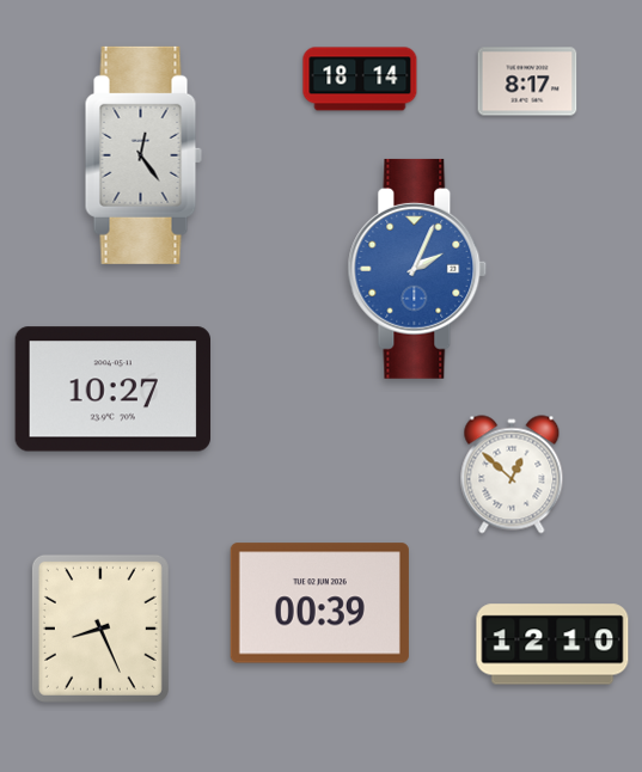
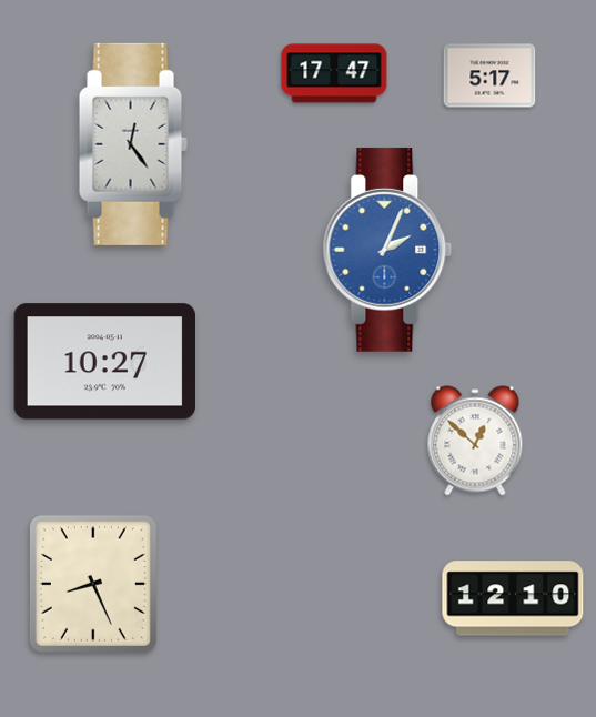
clock at (360, 79): 18:14 -> 17:47
clock at (527, 81): 8:17 -> 5:17
clock at (319, 603): 00:39 -> none
